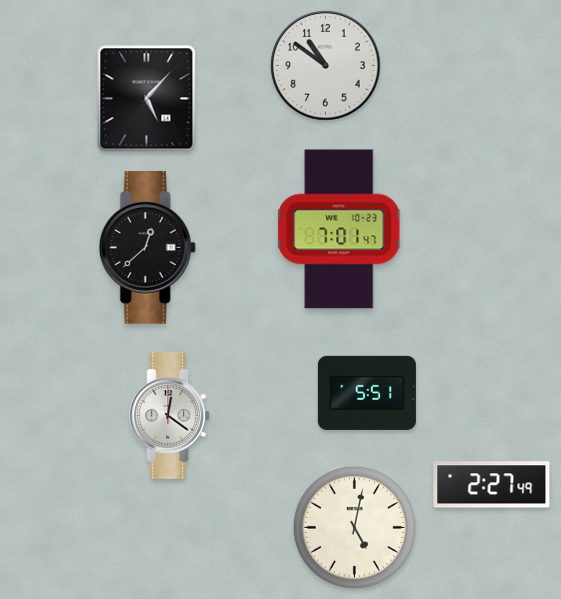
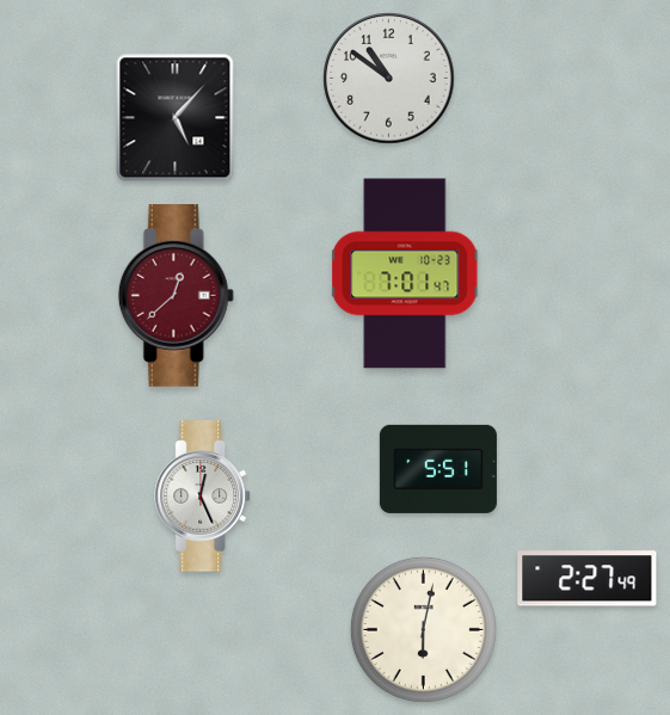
clock at (147, 248) dial: black -> burgundy
clock at (170, 416): 12:21 -> 12:26
clock at (354, 527): 5:02 -> 6:02
